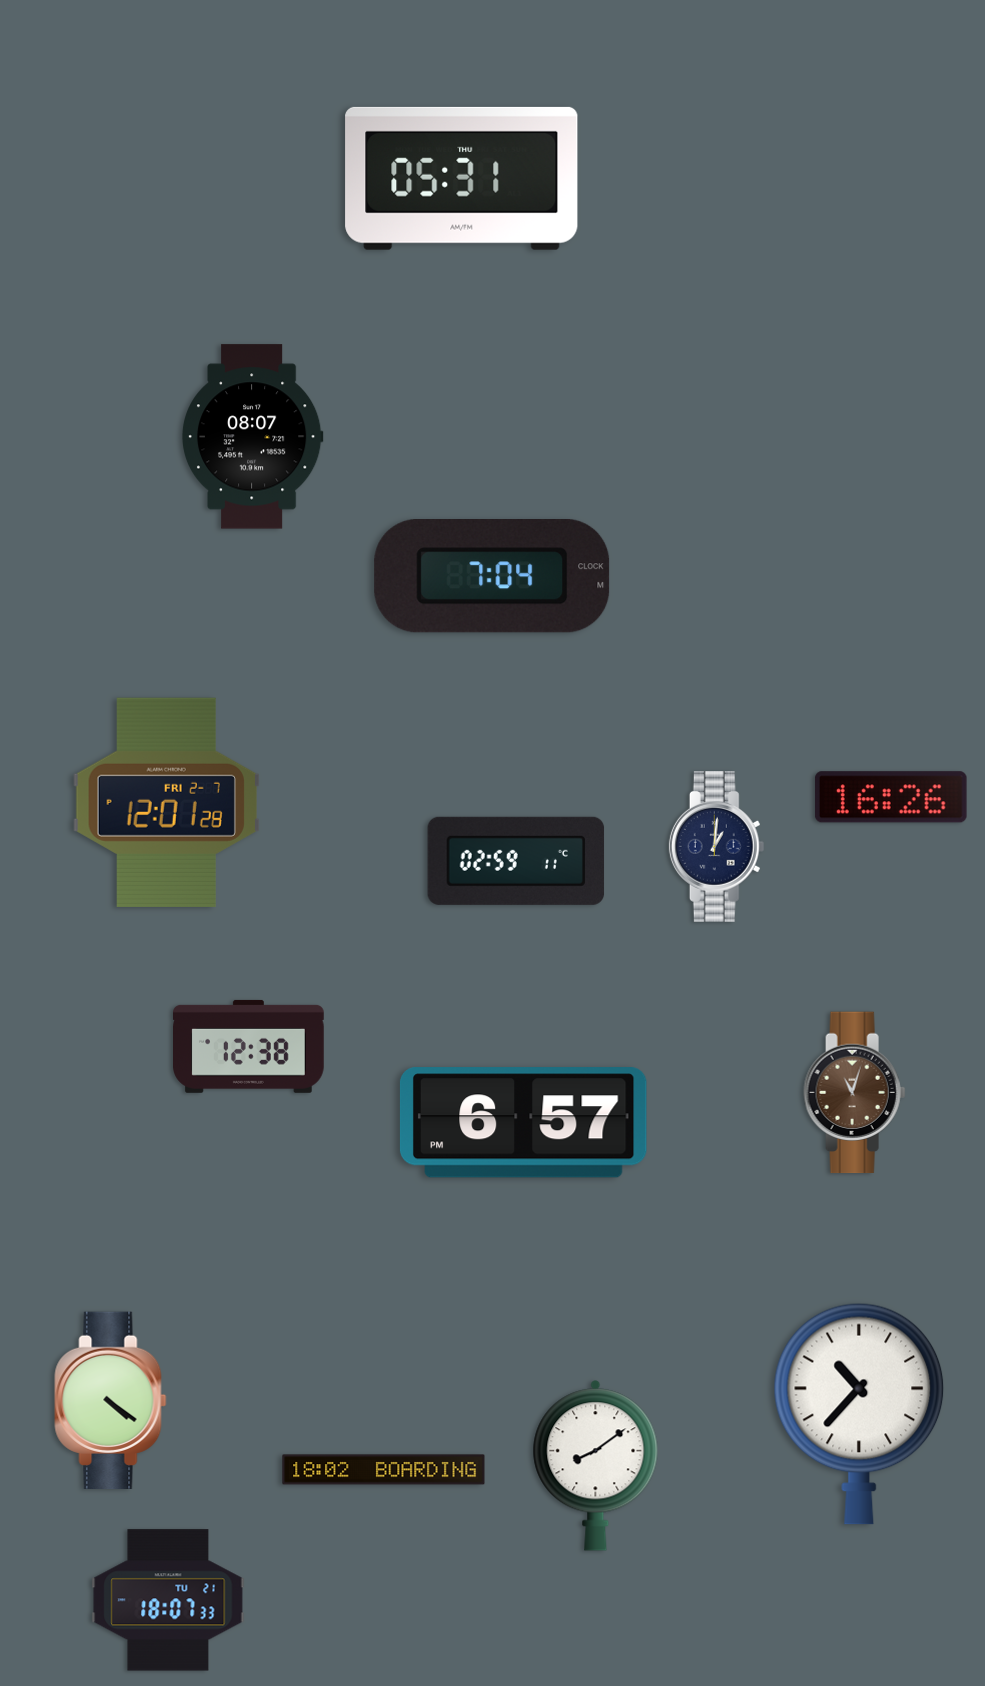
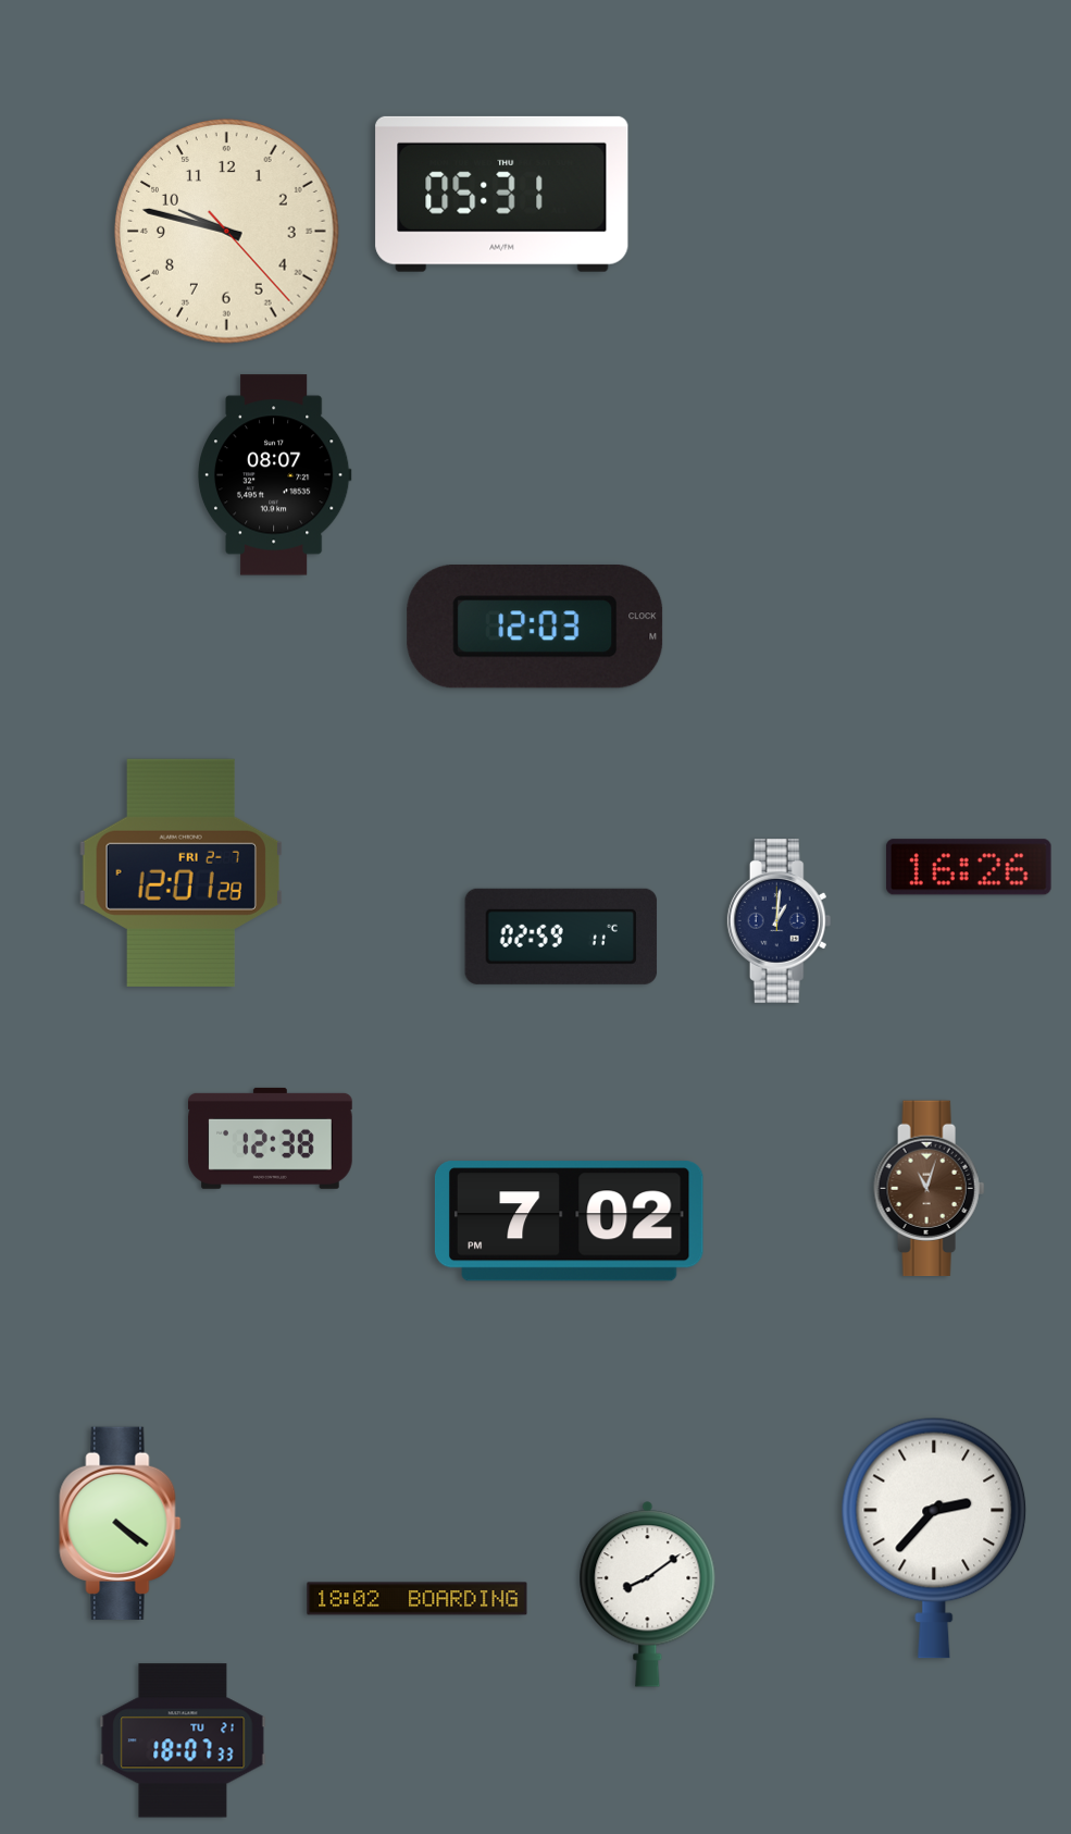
clock at (227, 232): none -> 9:47
clock at (492, 577): 7:04 -> 12:03
clock at (523, 1123): 6:57 -> 7:02
clock at (859, 1414): 10:37 -> 2:37
